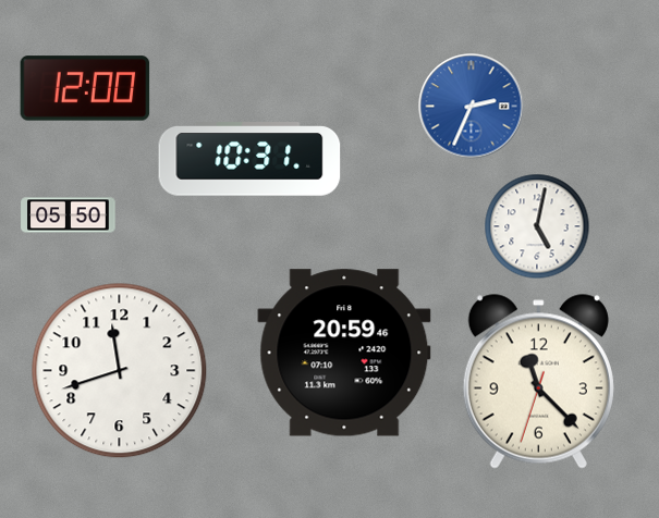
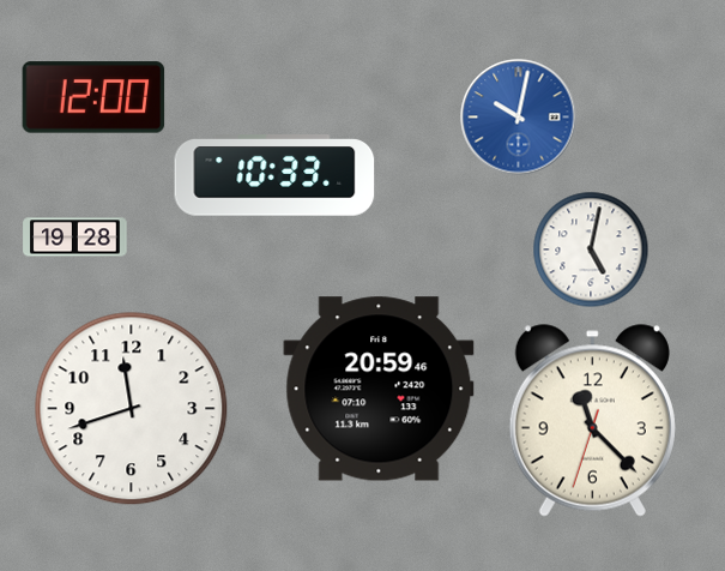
clock at (472, 107): 2:34 -> 10:02
clock at (249, 159): 10:31 -> 10:33
clock at (69, 215): 05:50 -> 19:28
